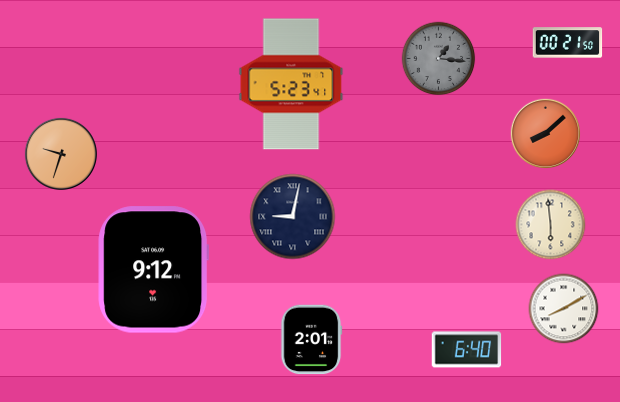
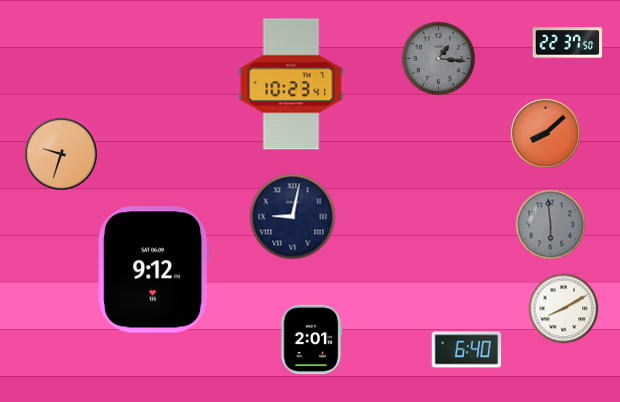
clock at (568, 43): 00:21 -> 22:37
clock at (291, 84): 5:23 -> 10:23
clock at (551, 225) dial: cream -> grey
